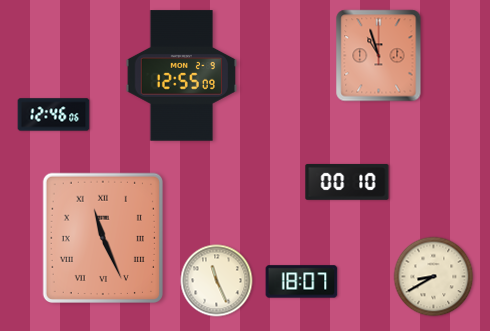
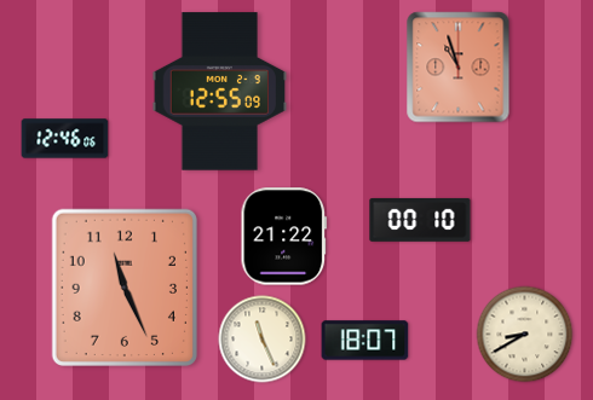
clock at (284, 237): none -> 21:22
clock at (103, 238) numerals: Roman -> Arabic
